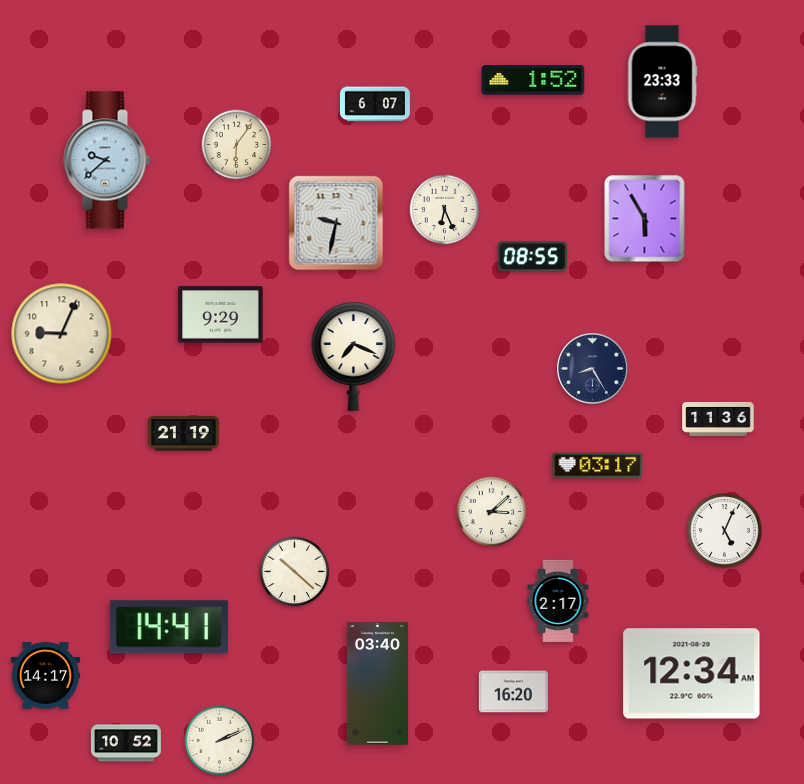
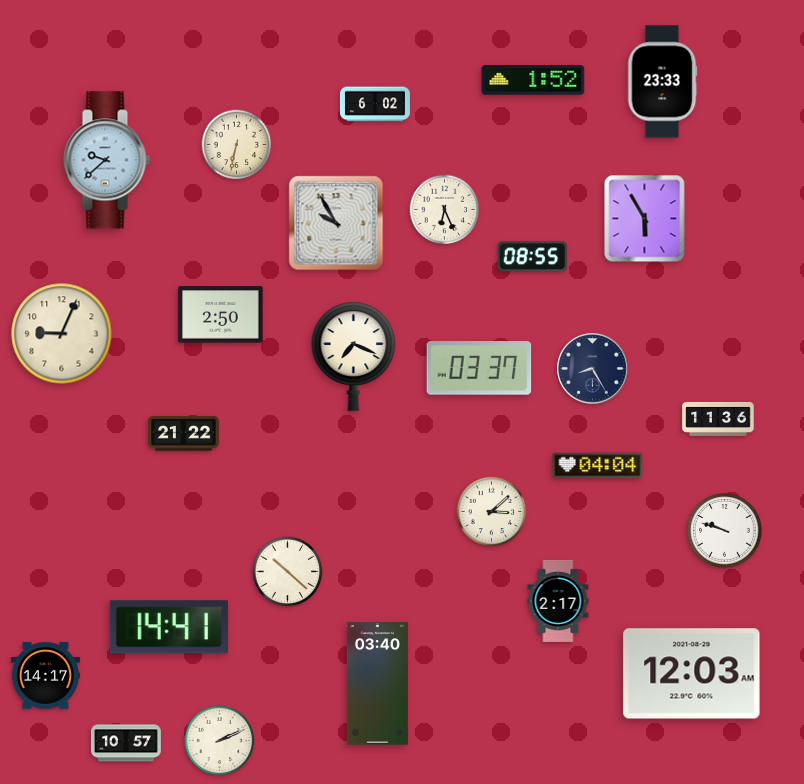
clock at (375, 104): 6:07 -> 6:02
clock at (237, 145): 6:06 -> 6:32
clock at (336, 223): 9:32 -> 9:55
clock at (221, 315): 9:29 -> 2:50
clock at (479, 368): none -> 03:37
clock at (184, 434): 21:19 -> 21:22
clock at (598, 466): 03:17 -> 04:04
clock at (725, 531): 5:04 -> 9:48
clock at (295, 572) position: (295, 572) -> (288, 572)
clock at (692, 674): 12:34 -> 12:03
clock at (513, 692): 16:20 -> none
clock at (126, 743): 10:52 -> 10:57
